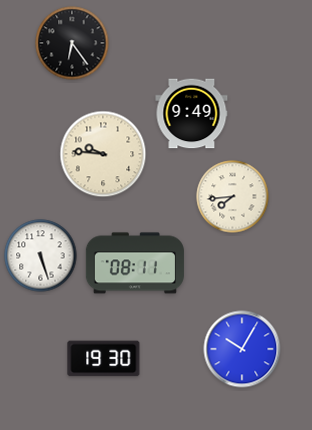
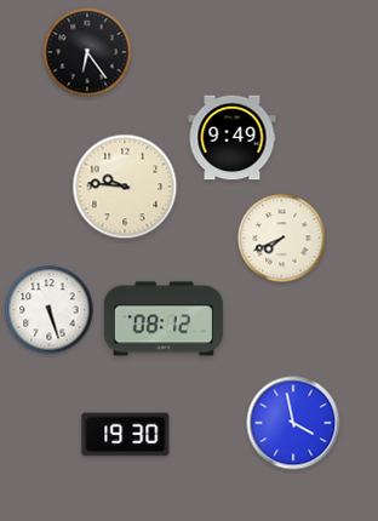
clock at (233, 197): 7:44 -> 7:41
clock at (135, 263): 08:11 -> 08:12
clock at (242, 349): 10:05 -> 3:58
